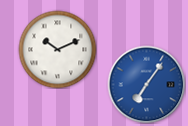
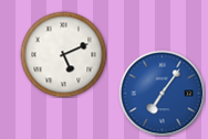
clock at (57, 49): 10:11 -> 5:11
